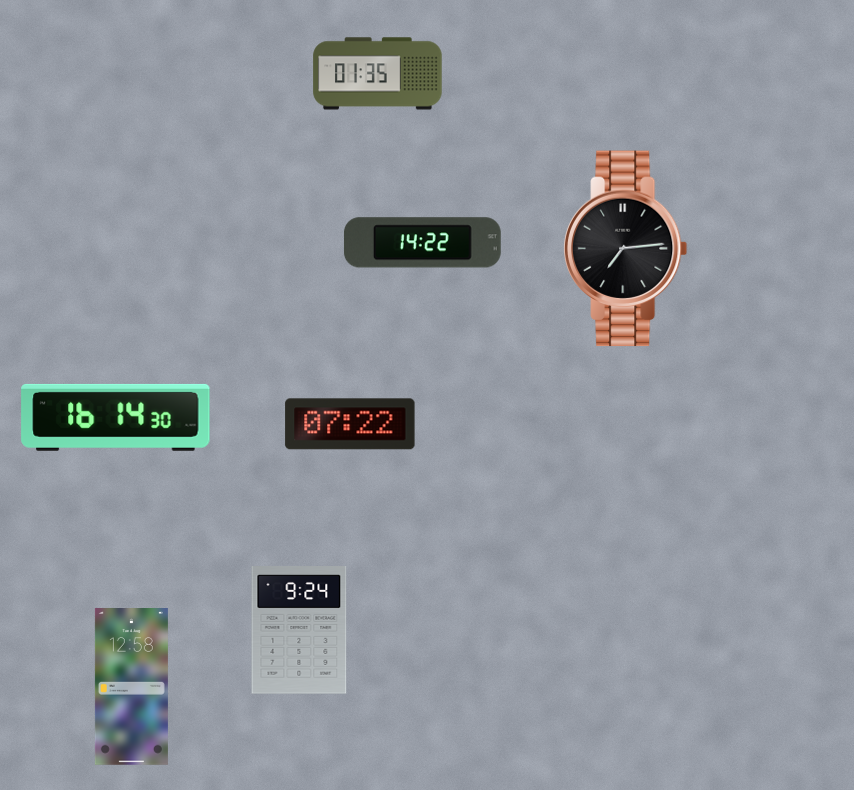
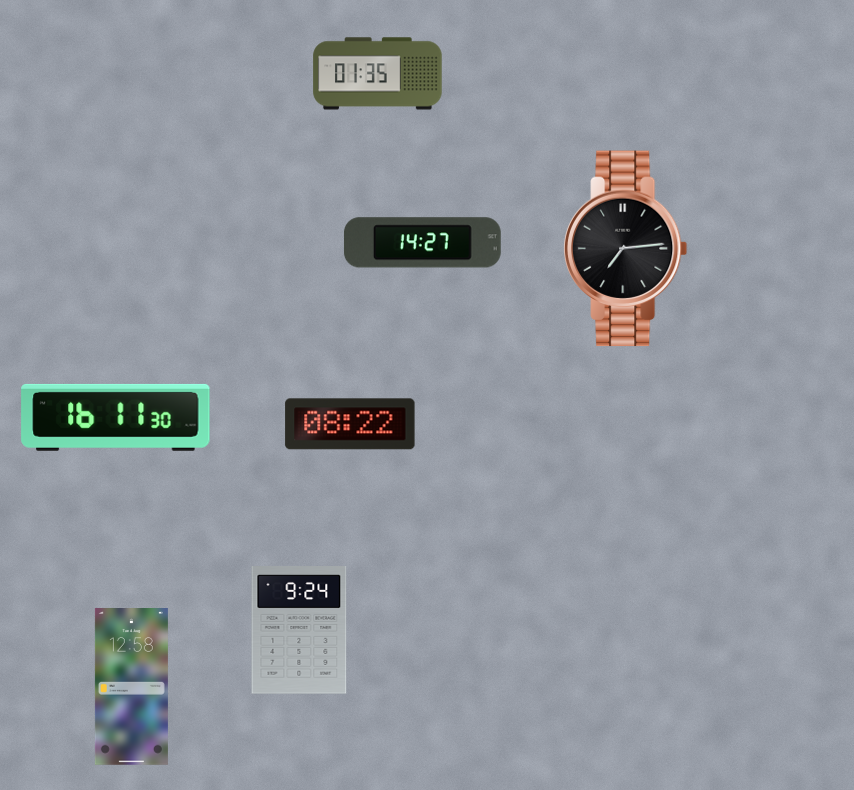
clock at (422, 243): 14:22 -> 14:27
clock at (116, 417): 16:14 -> 16:11
clock at (350, 424): 07:22 -> 08:22
